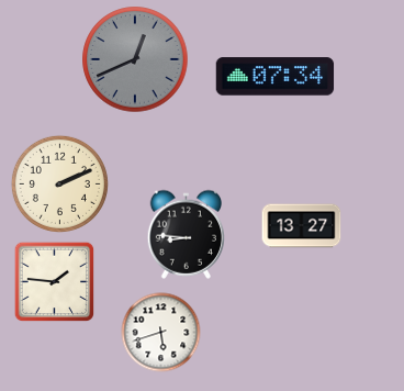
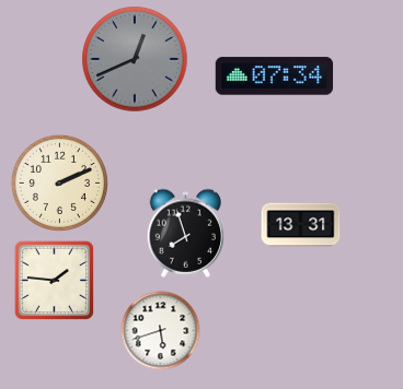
clock at (302, 226): 13:27 -> 13:31
clock at (187, 234): 8:46 -> 7:57
